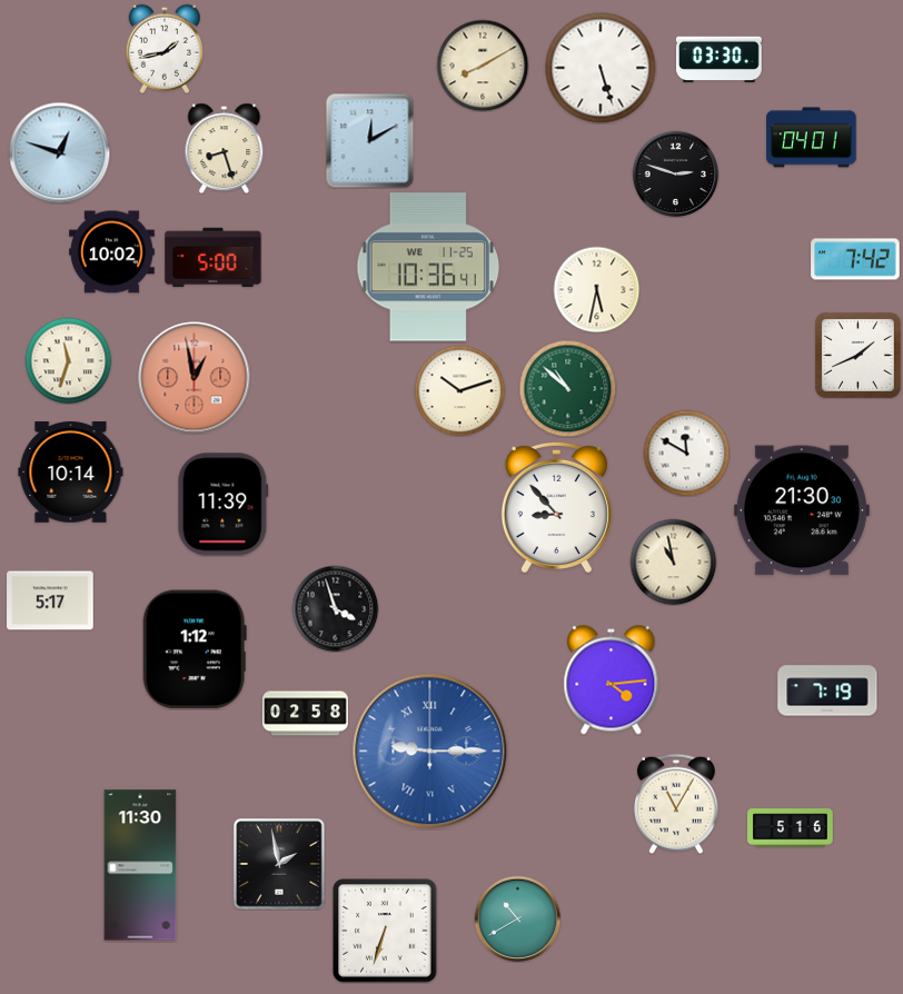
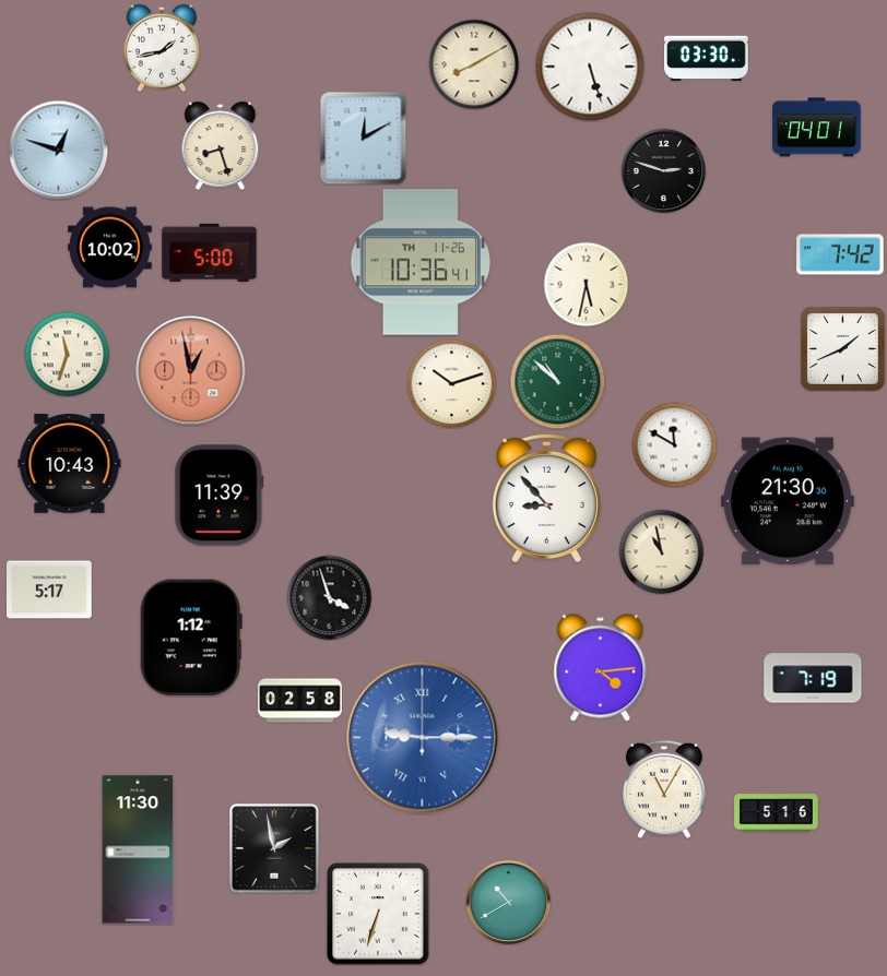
clock at (812, 138) position: (812, 138) -> (817, 128)
clock at (428, 267) date: WE 11-25 -> TH 11-26
clock at (71, 473): 10:14 -> 10:43
